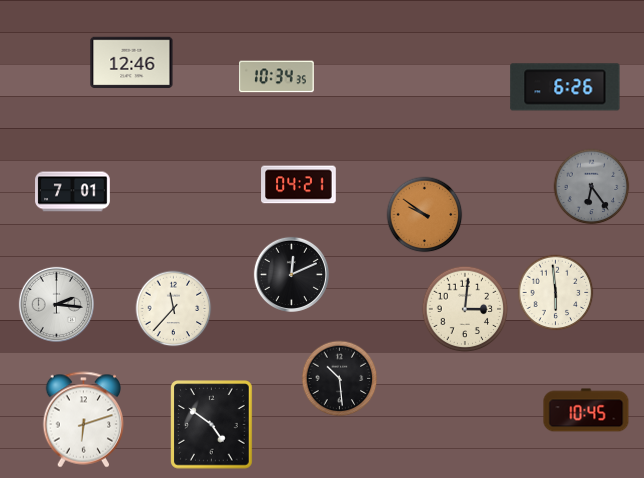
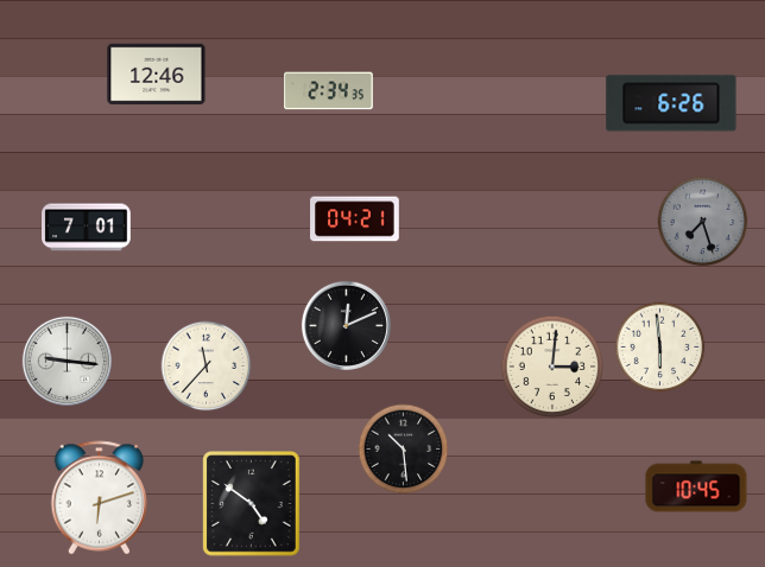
clock at (277, 77): 10:34 -> 2:34
clock at (592, 187): 6:24 -> 7:27
clock at (425, 215): 9:51 -> none
clock at (56, 304): 2:16 -> 9:16
